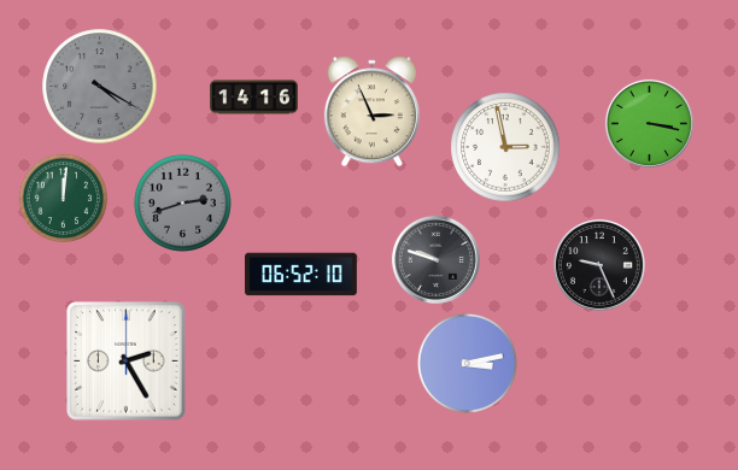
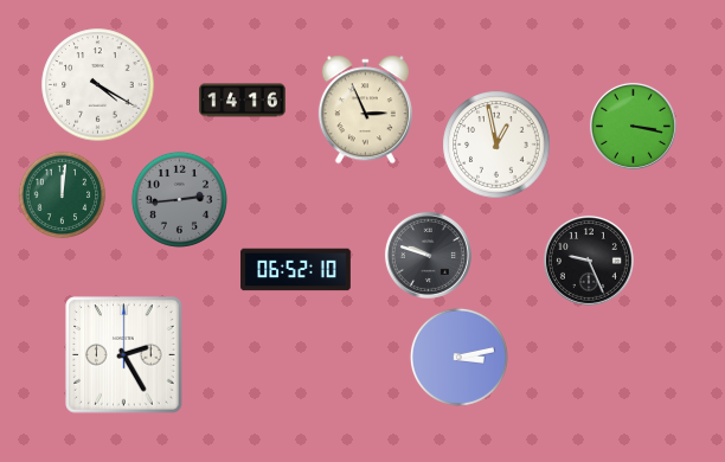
clock at (100, 87) dial: grey -> white
clock at (254, 98) position: (254, 98) -> (243, 101)
clock at (649, 123) position: (649, 123) -> (633, 126)
clock at (505, 147): 2:58 -> 12:58
clock at (182, 202): 2:42 -> 2:44
